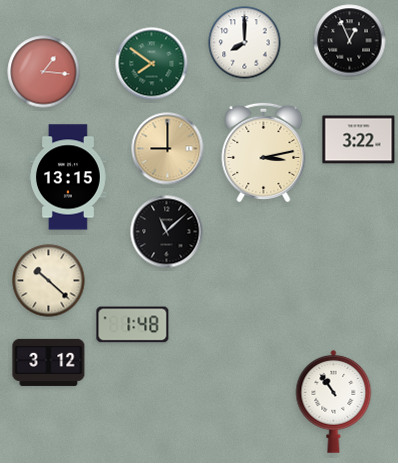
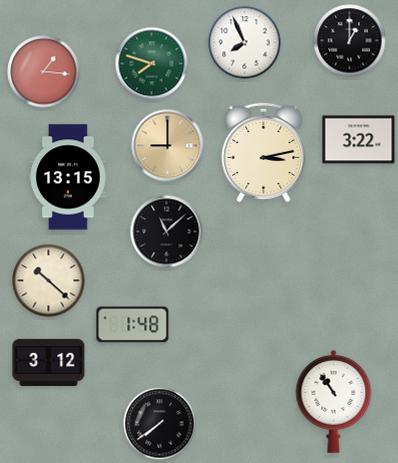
clock at (350, 41): 12:56 -> 1:00
clock at (245, 43): 8:00 -> 7:56
clock at (152, 64): 7:51 -> 7:48
clock at (168, 149) position: (168, 149) -> (168, 146)
clock at (160, 424): none -> 7:39
